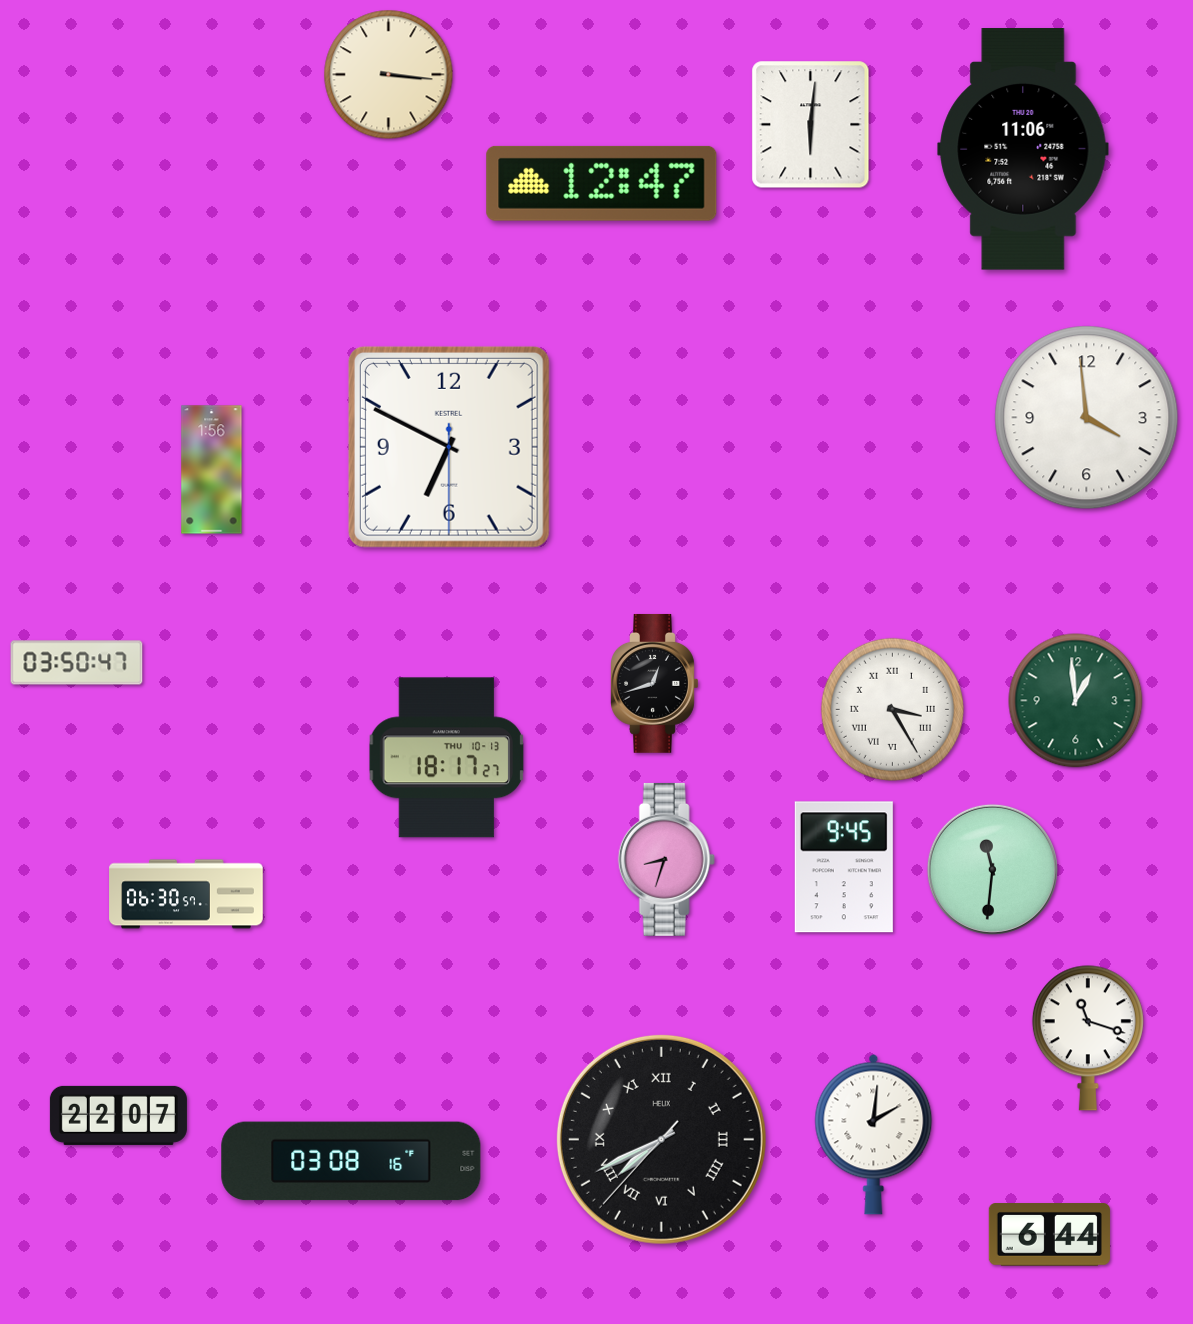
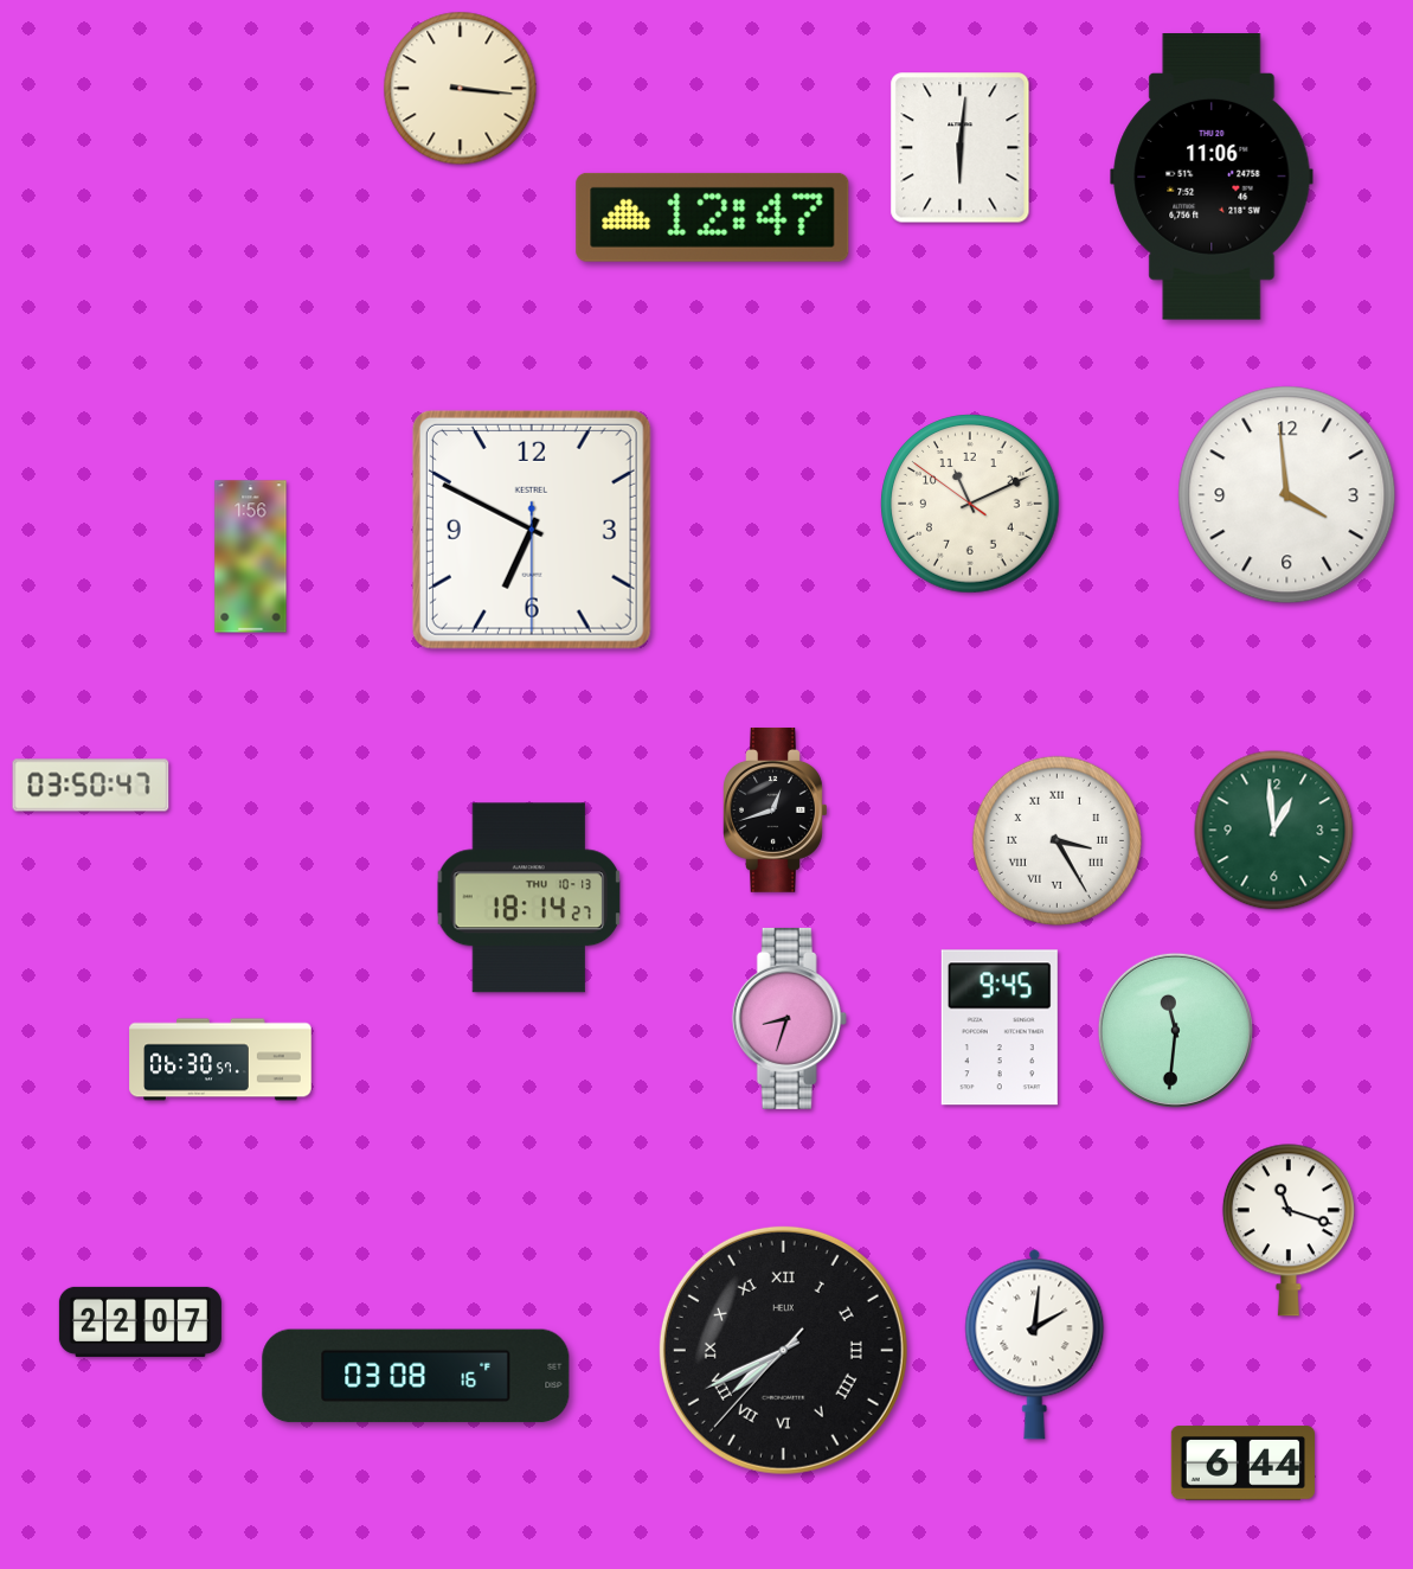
clock at (970, 504): none -> 11:10
clock at (447, 758): 18:17 -> 18:14
